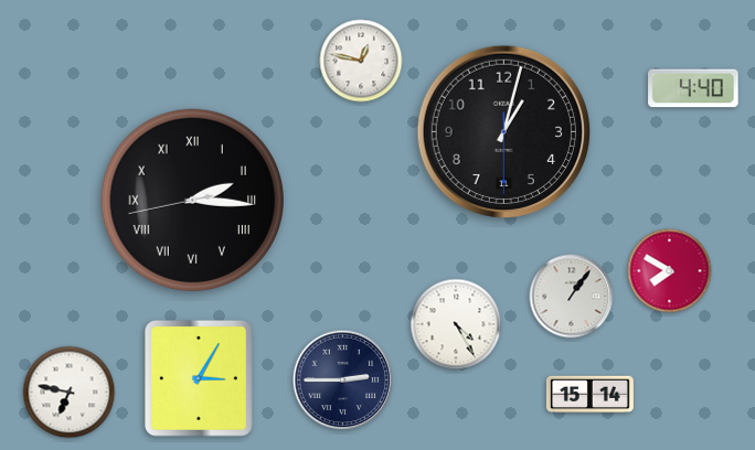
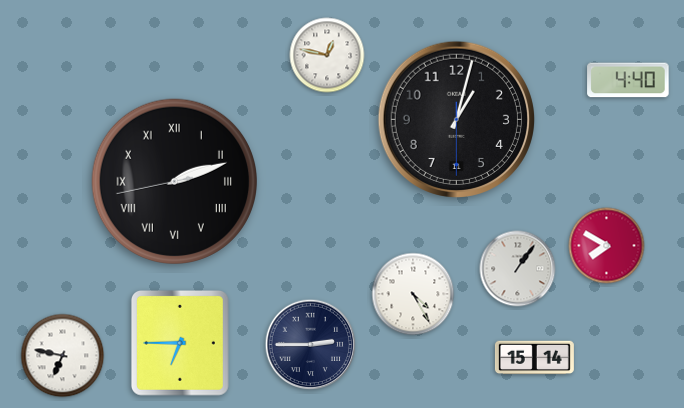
clock at (192, 200): 2:15 -> 2:11
clock at (199, 379): 3:05 -> 6:45
